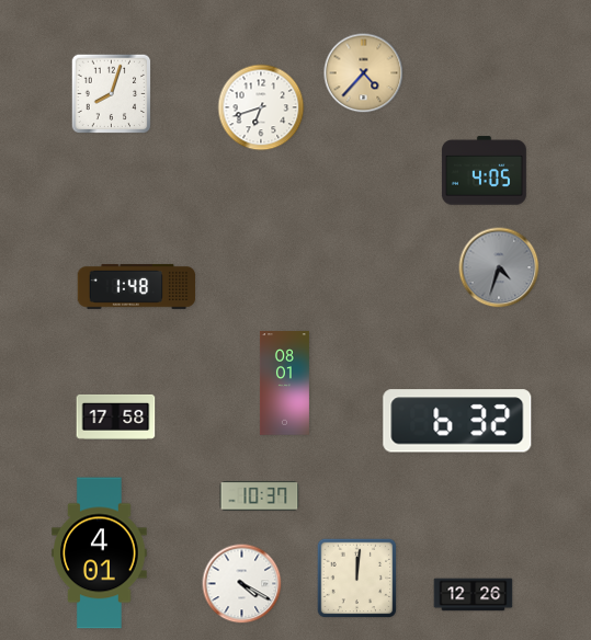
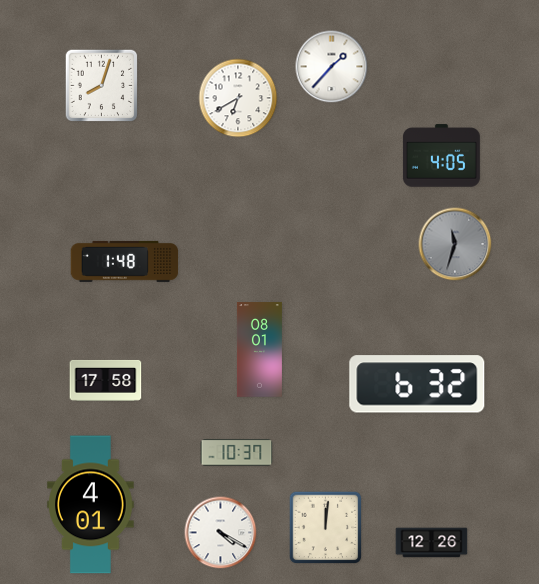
clock at (364, 73): 4:37 -> 1:37
clock at (364, 73) dial: champagne -> white
clock at (261, 107): 6:42 -> 6:40
clock at (499, 267): 4:33 -> 11:33
